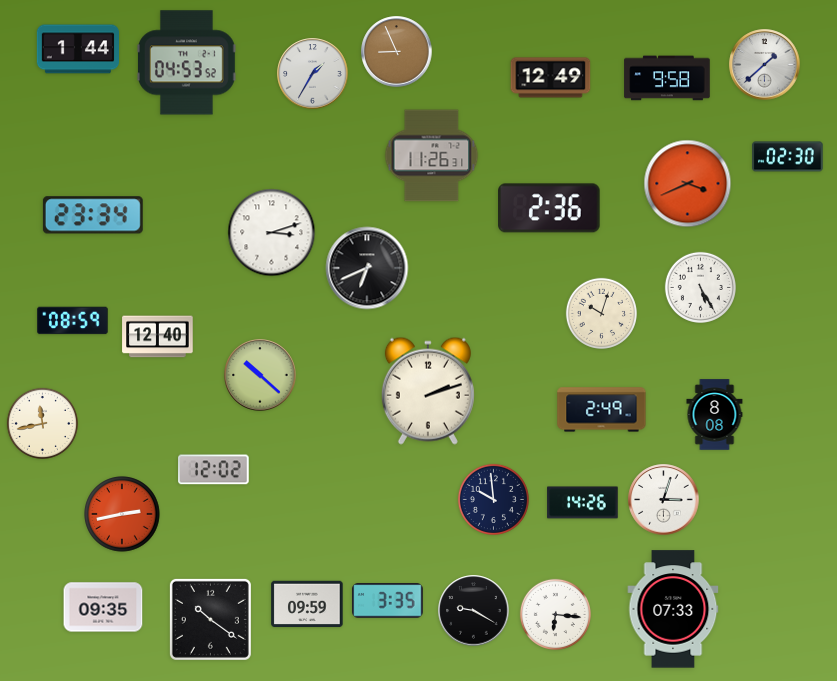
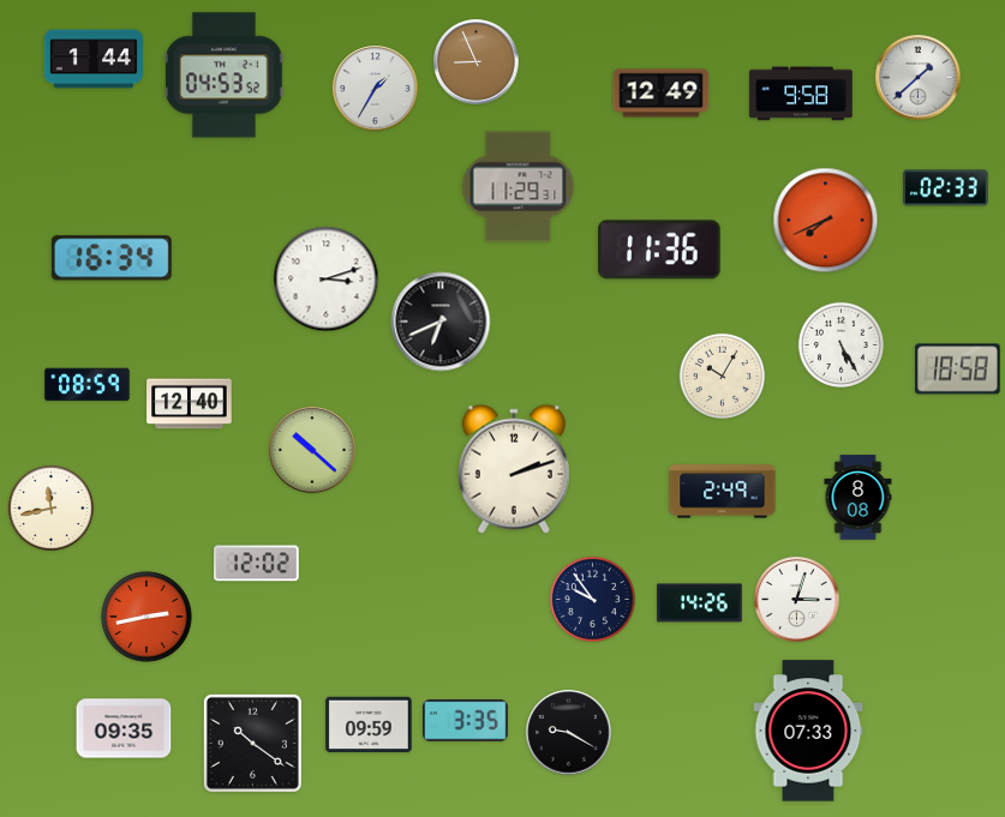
clock at (432, 156): 11:26 -> 11:29
clock at (788, 157): 02:30 -> 02:33
clock at (688, 184): 3:41 -> 7:41
clock at (549, 208): 2:36 -> 11:36
clock at (93, 215): 23:34 -> 16:34
clock at (958, 370): none -> 18:58
clock at (601, 313): 10:03 -> 10:05
clock at (493, 499): 9:59 -> 9:54
clock at (555, 614): 6:16 -> none
